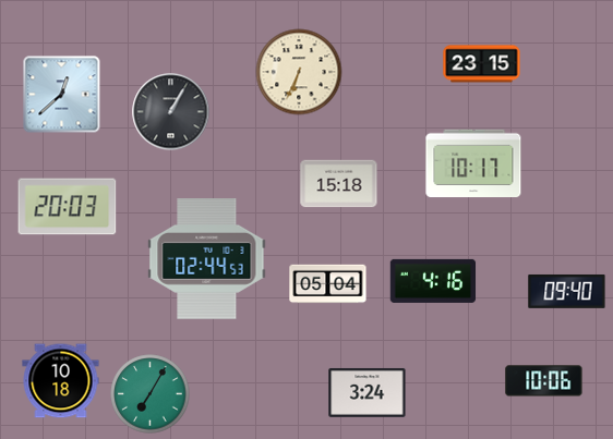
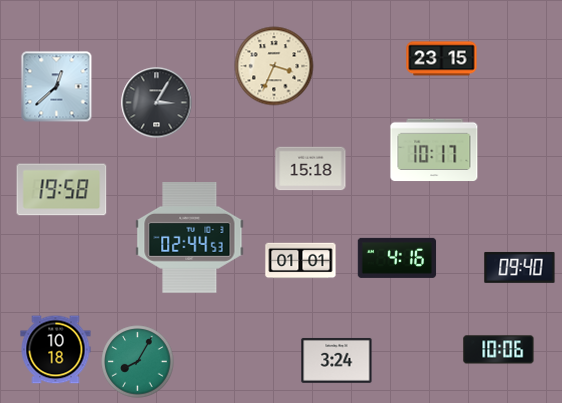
clock at (299, 72): 6:34 -> 3:34
clock at (171, 112): 1:05 -> 3:05
clock at (68, 207): 20:03 -> 19:58
clock at (328, 284): 05:04 -> 01:01
clock at (151, 394): 7:05 -> 8:05
